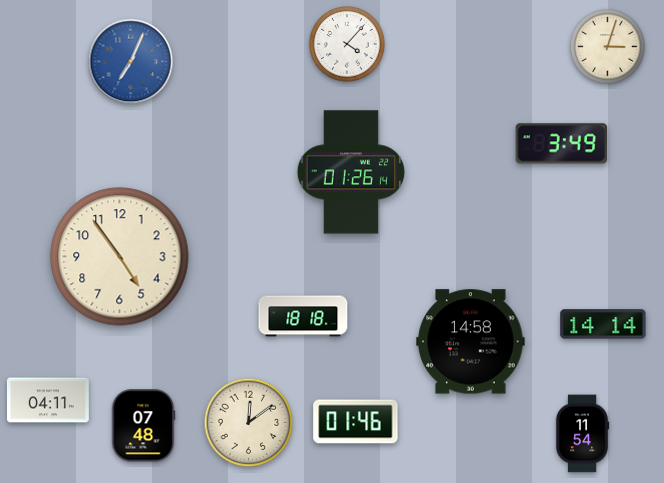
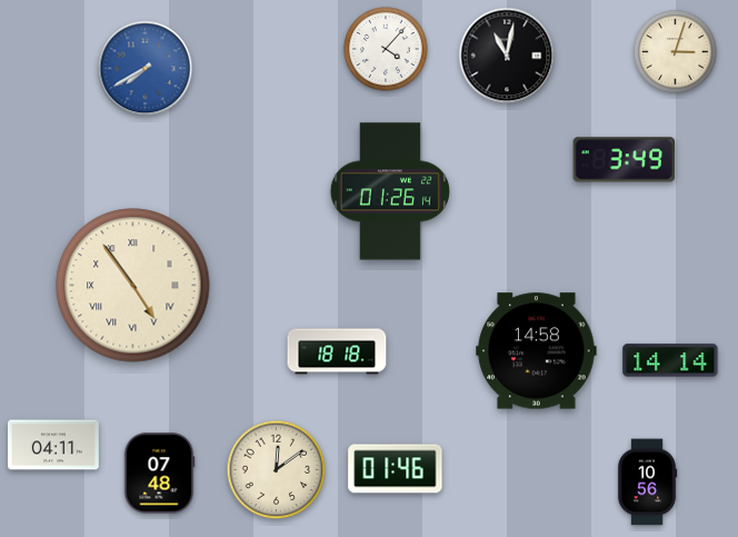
clock at (507, 56): none -> 11:02
clock at (131, 62): 7:04 -> 7:40
clock at (120, 257) numerals: Arabic -> Roman
clock at (471, 342) position: (471, 342) -> (537, 351)
clock at (582, 434): 11:54 -> 10:56
